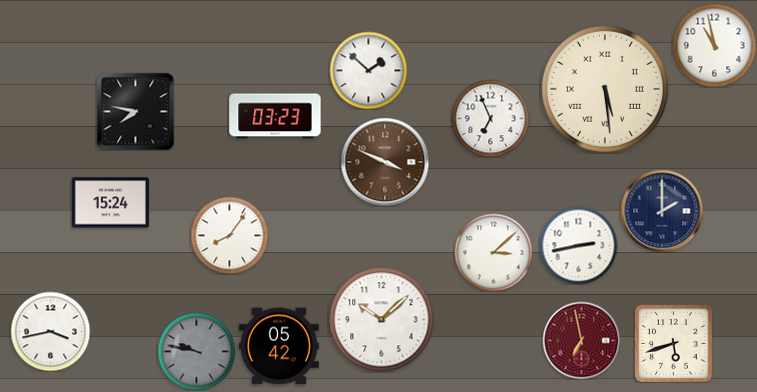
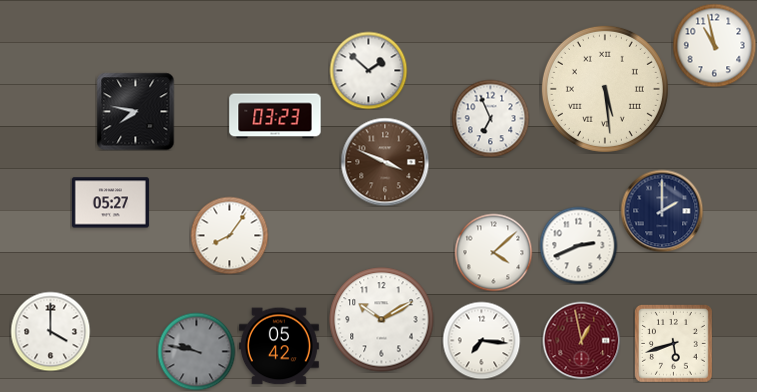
clock at (110, 203): 15:24 -> 05:27
clock at (578, 245): 2:43 -> 2:41
clock at (493, 252): 3:08 -> 4:08
clock at (382, 320): 10:08 -> 10:10
clock at (50, 331): 3:43 -> 4:00
clock at (481, 340): none -> 7:16
clock at (581, 340): 6:58 -> 12:58
